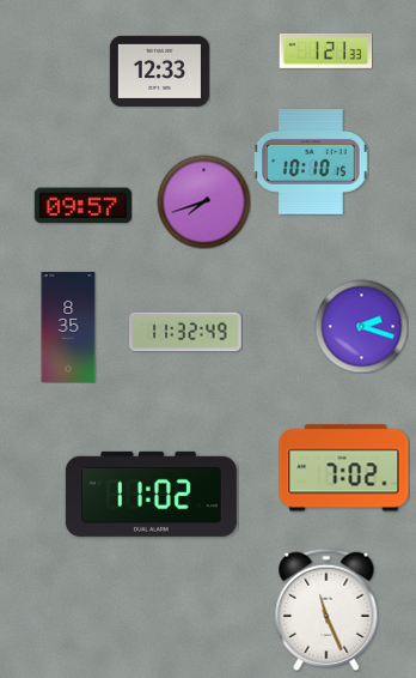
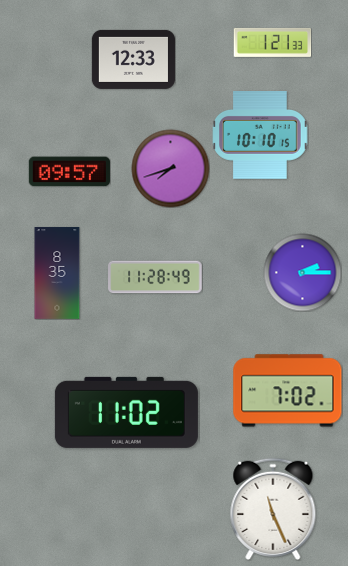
clock at (361, 326): 2:18 -> 2:15
clock at (185, 332): 11:32 -> 11:28
